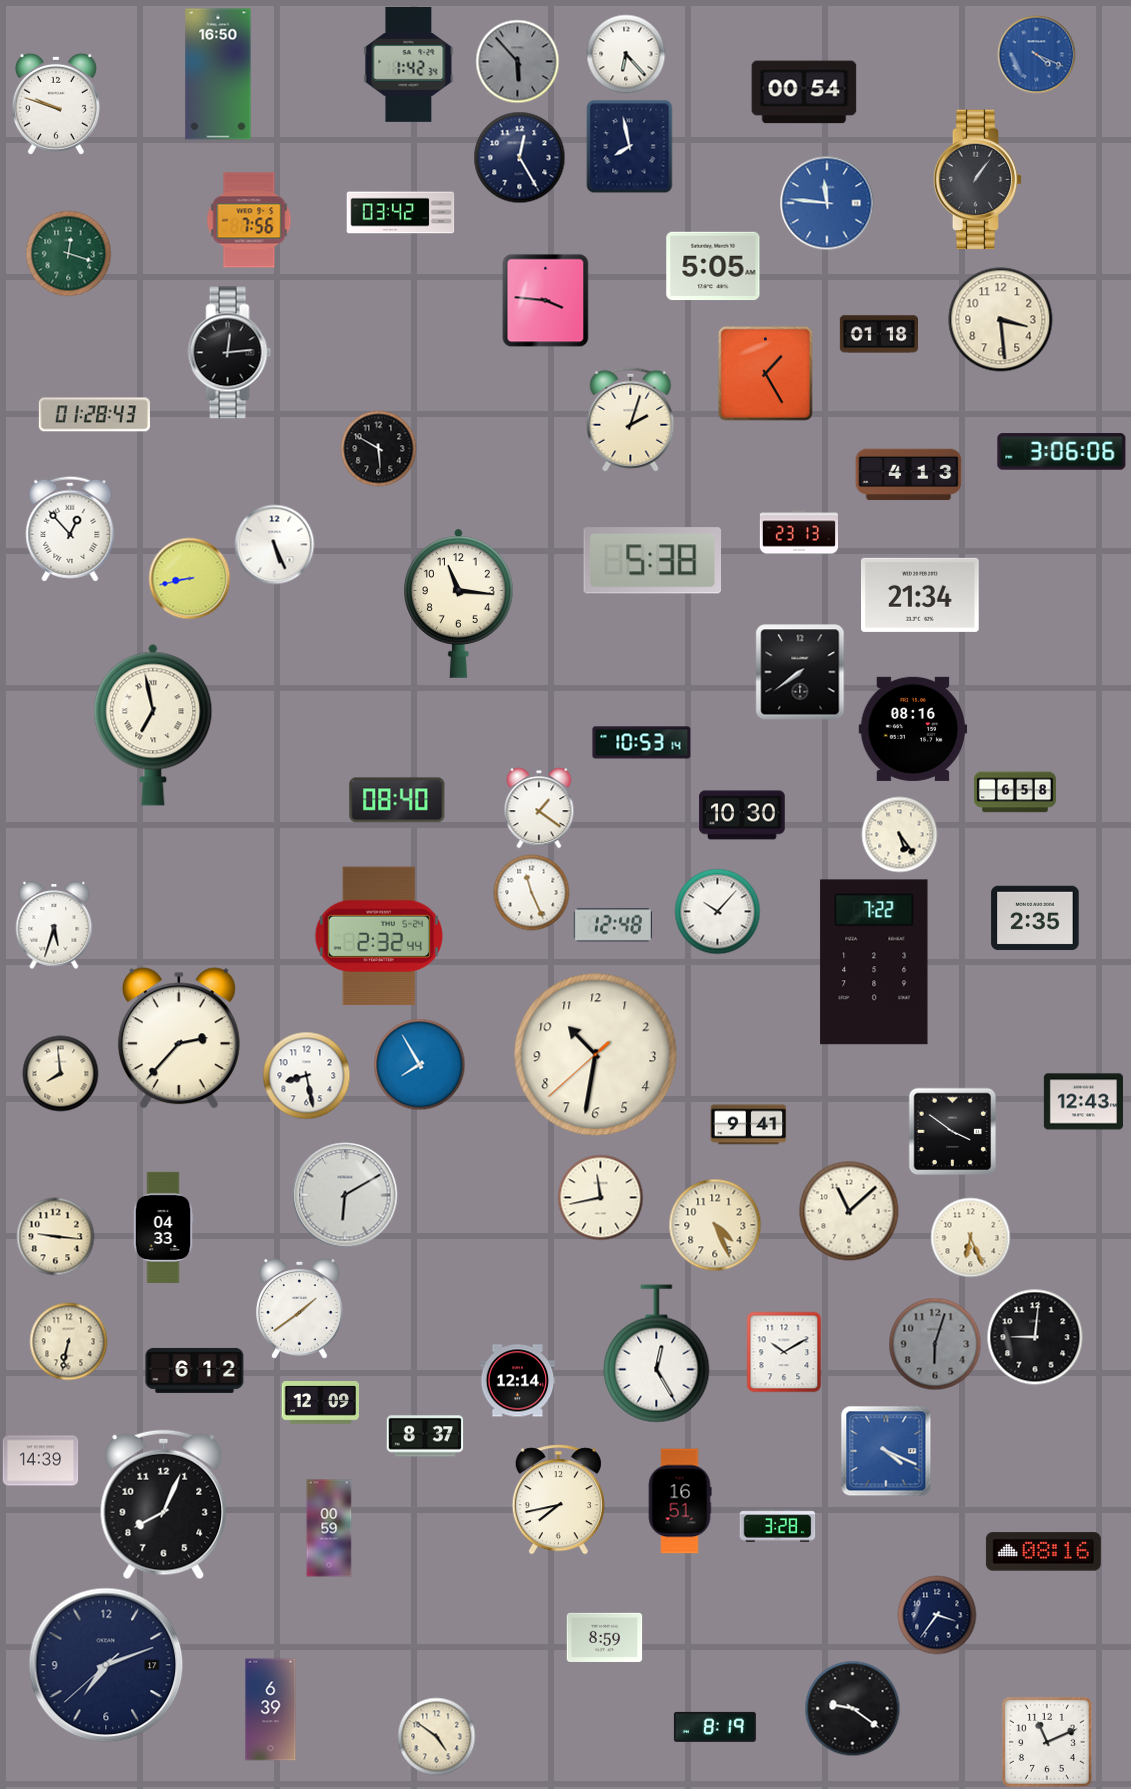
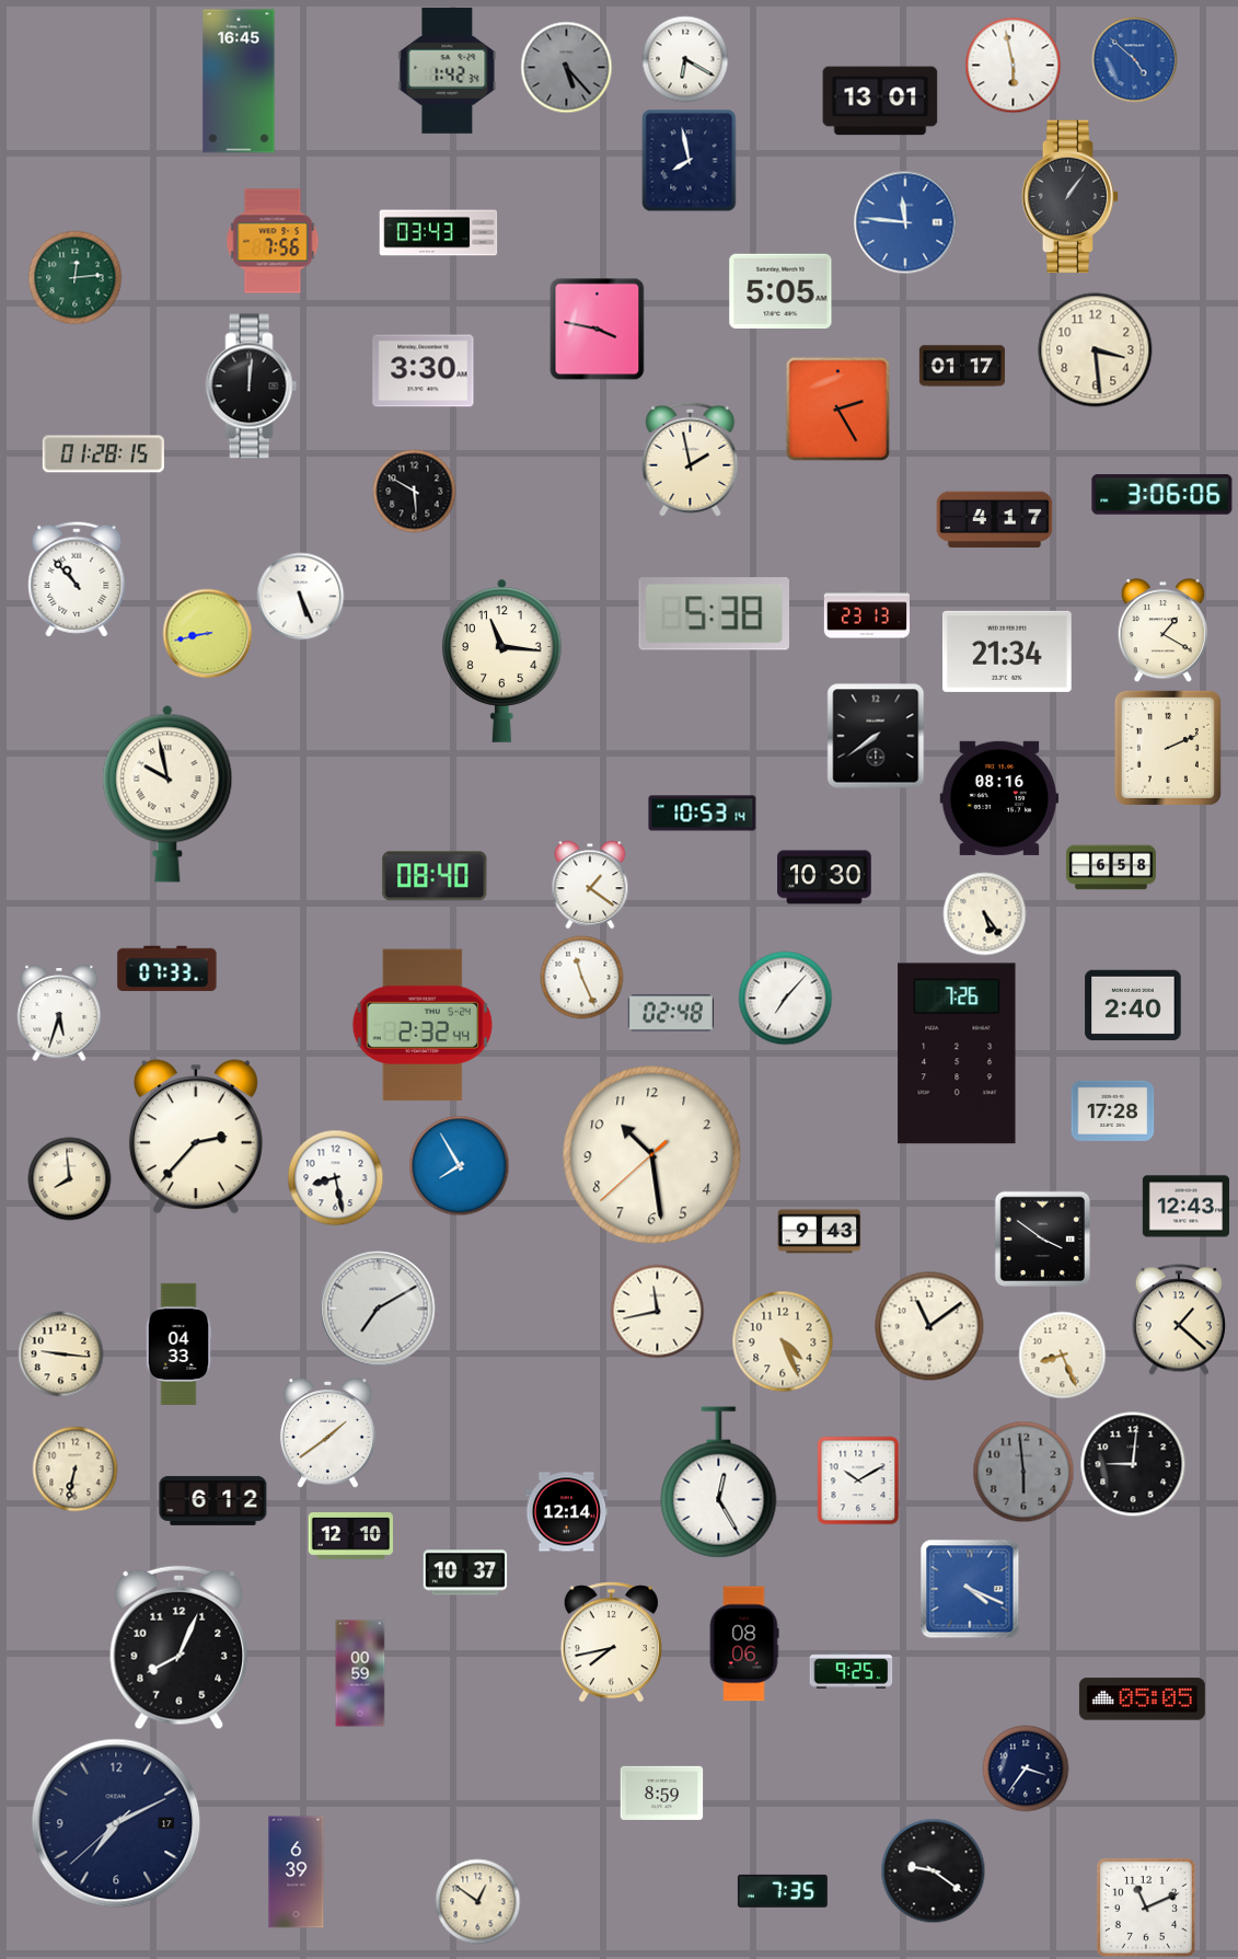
clock at (626, 54): 6:23 -> 6:20
clock at (1037, 55): 4:19 -> 4:52
clock at (1014, 66): none -> 5:58
clock at (518, 62): 5:53 -> 5:23
clock at (218, 74): 16:50 -> 16:45
clock at (804, 92): 00:54 -> 13:01
clock at (56, 104): 9:48 -> none
clock at (520, 158): 12:25 -> none
clock at (401, 213): 03:42 -> 03:43
clock at (69, 254): 12:18 -> 12:14
clock at (546, 301): 3:46 -> 3:47
clock at (878, 334): 01:18 -> 01:17
clock at (424, 371): none -> 3:30
clock at (230, 353): 12:14 -> 12:01
clock at (765, 373): 1:25 -> 2:25
clock at (94, 415): 01:28:43 -> 01:28:15
clock at (631, 419): 2:03 -> 1:58
clock at (909, 475): 4:13 -> 4:17
clock at (70, 529): 12:53 -> 10:53
clock at (798, 532) position: (798, 532) -> (866, 614)
clock at (1162, 631): none -> 1:20
clock at (1168, 748): none -> 2:11
clock at (153, 725): 6:58 -> 9:58
clock at (742, 815) position: (742, 815) -> (824, 877)
clock at (167, 969): none -> 07:33
clock at (718, 912): 10:07 -> 7:07
clock at (1035, 918): 2:35 -> 2:40
clock at (613, 925): 12:48 -> 02:48
clock at (379, 936) position: (379, 936) -> (423, 1025)
clock at (874, 962): 7:22 -> 7:26
clock at (1113, 1110): none -> 17:28
clock at (596, 1055): 10:31 -> 10:28
clock at (61, 1074) position: (61, 1074) -> (70, 1179)
clock at (749, 1125): 9:41 -> 9:43
clock at (345, 1195): 6:10 -> 7:10
clock at (1178, 1320): none -> 1:22
clock at (849, 1211): 11:08 -> 11:09
clock at (971, 1238): 6:26 -> 8:26
clock at (935, 1344): 6:03 -> 5:59
clock at (320, 1403): 12:09 -> 12:10
clock at (425, 1436): 8:37 -> 10:37
clock at (41, 1461): 14:39 -> none
clock at (680, 1501): 16:51 -> 08:06
clock at (778, 1526): 3:28 -> 9:25
clock at (1043, 1552): 08:16 -> 05:05
clock at (106, 1665): 7:11 -> 7:10
clock at (715, 1727): 8:19 -> 7:35
clock at (437, 1737): 4:51 -> 12:51
